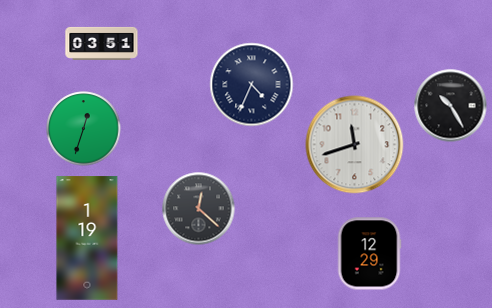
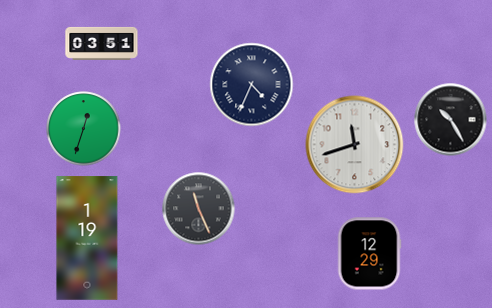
clock at (451, 106) position: (451, 106) -> (451, 120)
clock at (199, 209): 12:22 -> 11:26
